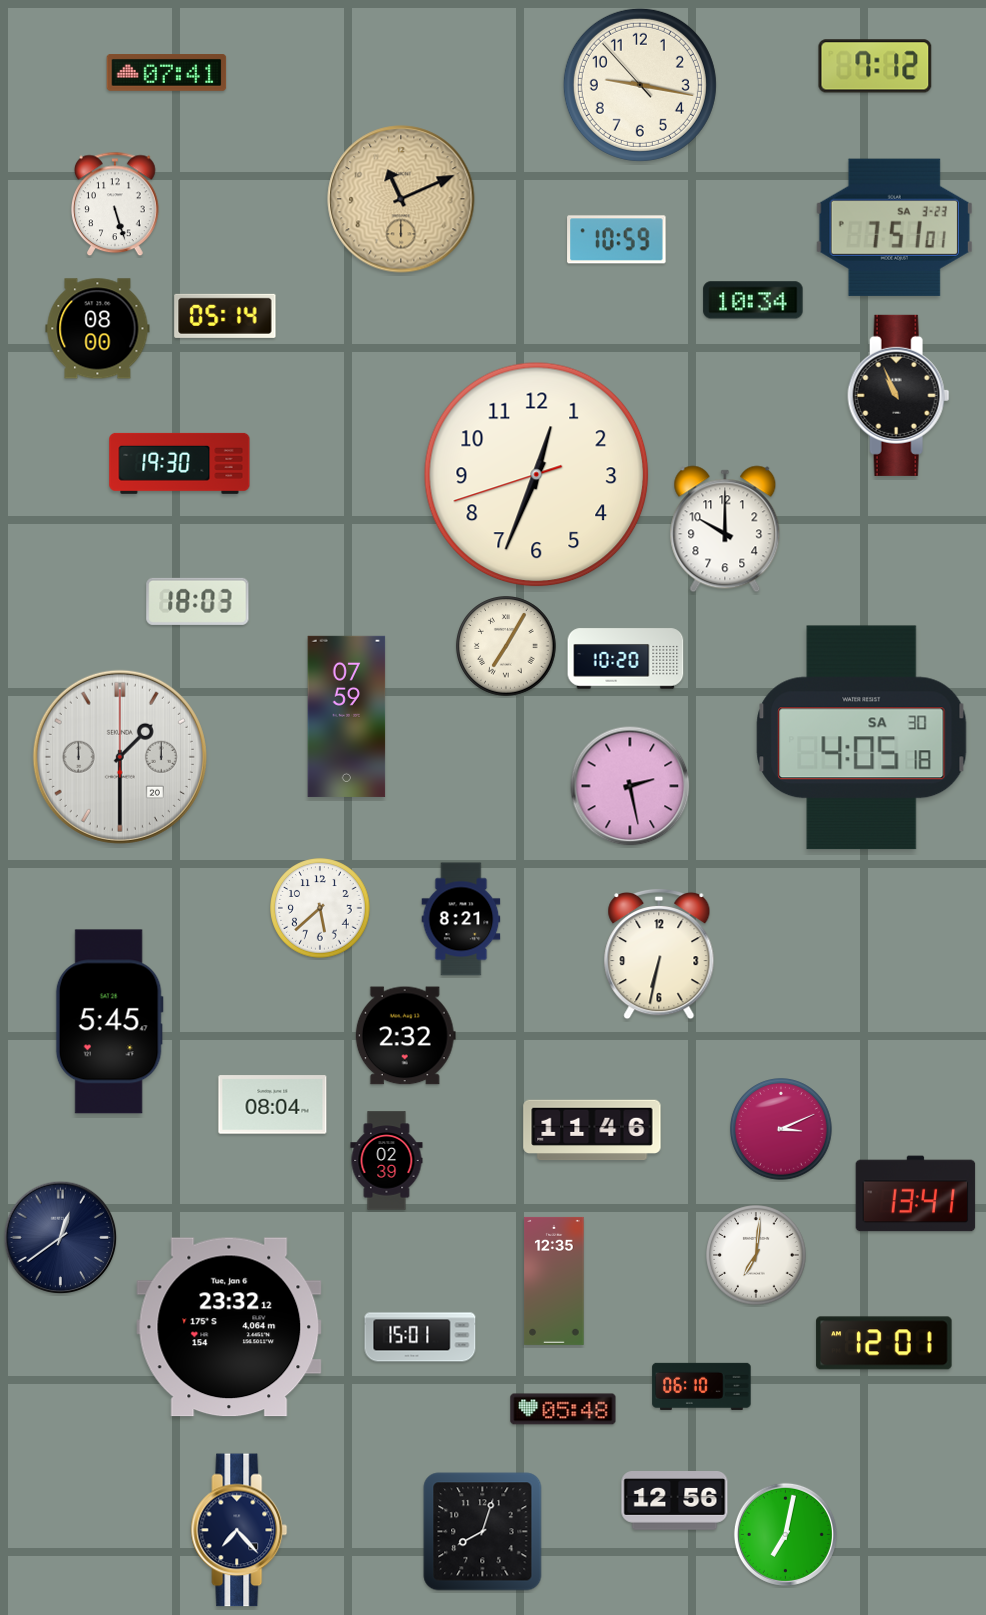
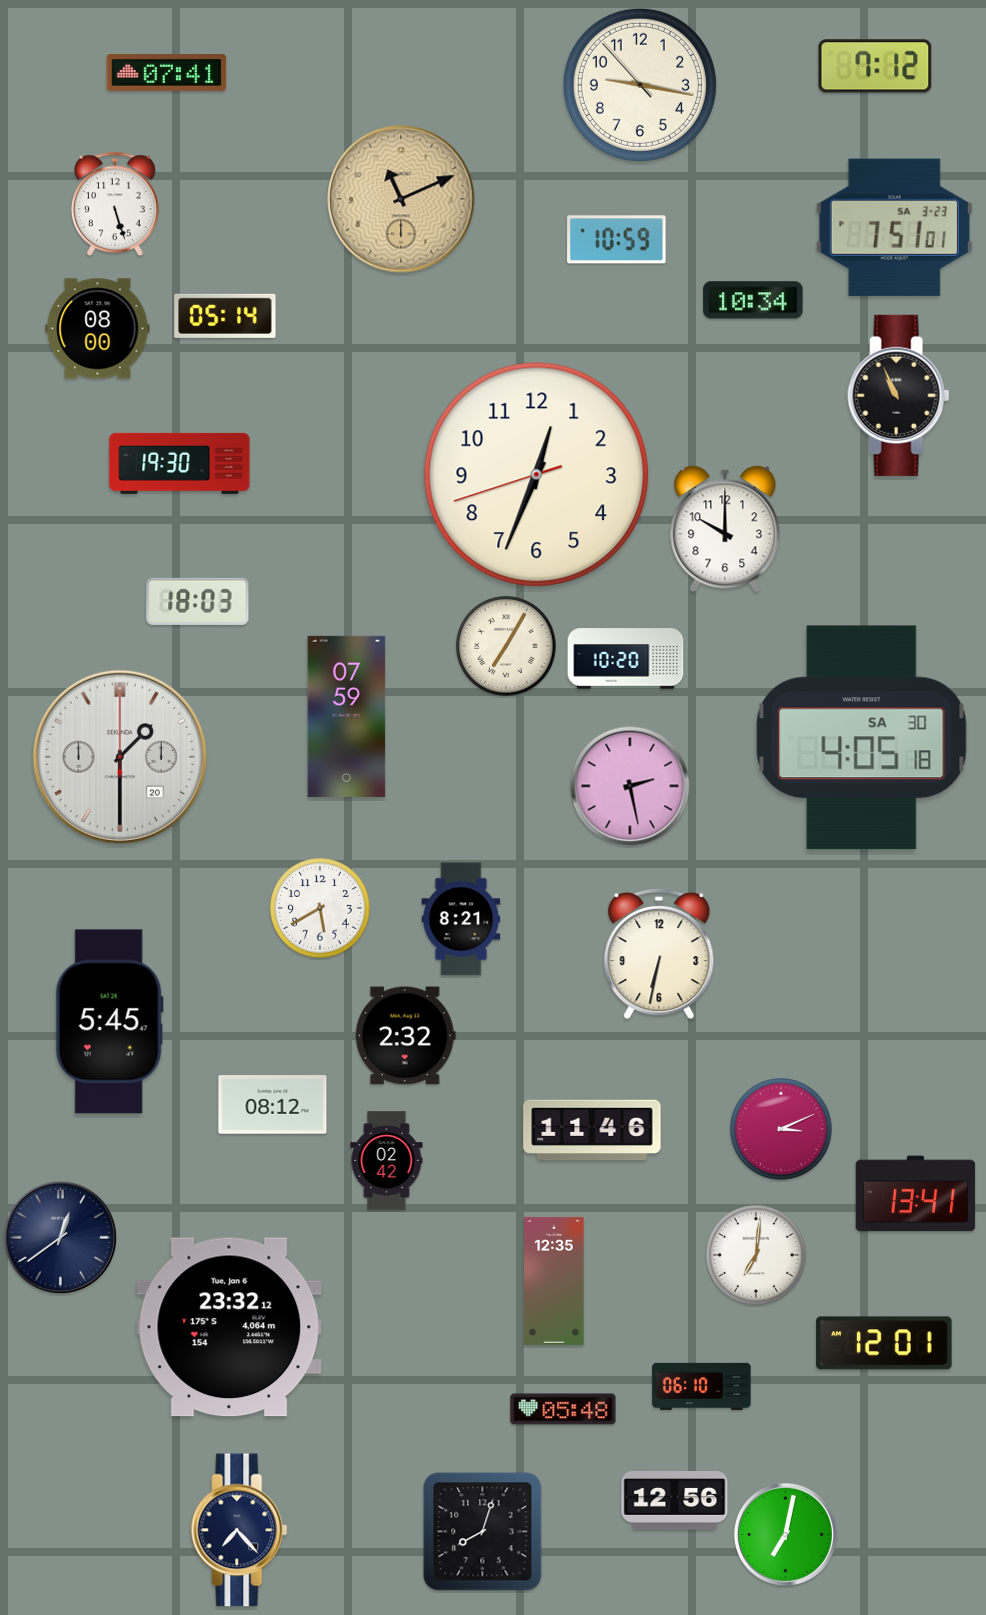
clock at (320, 908): 5:38 -> 5:40
clock at (273, 1105): 08:04 -> 08:12
clock at (387, 1161): 02:39 -> 02:42
clock at (420, 1337): 15:01 -> none
